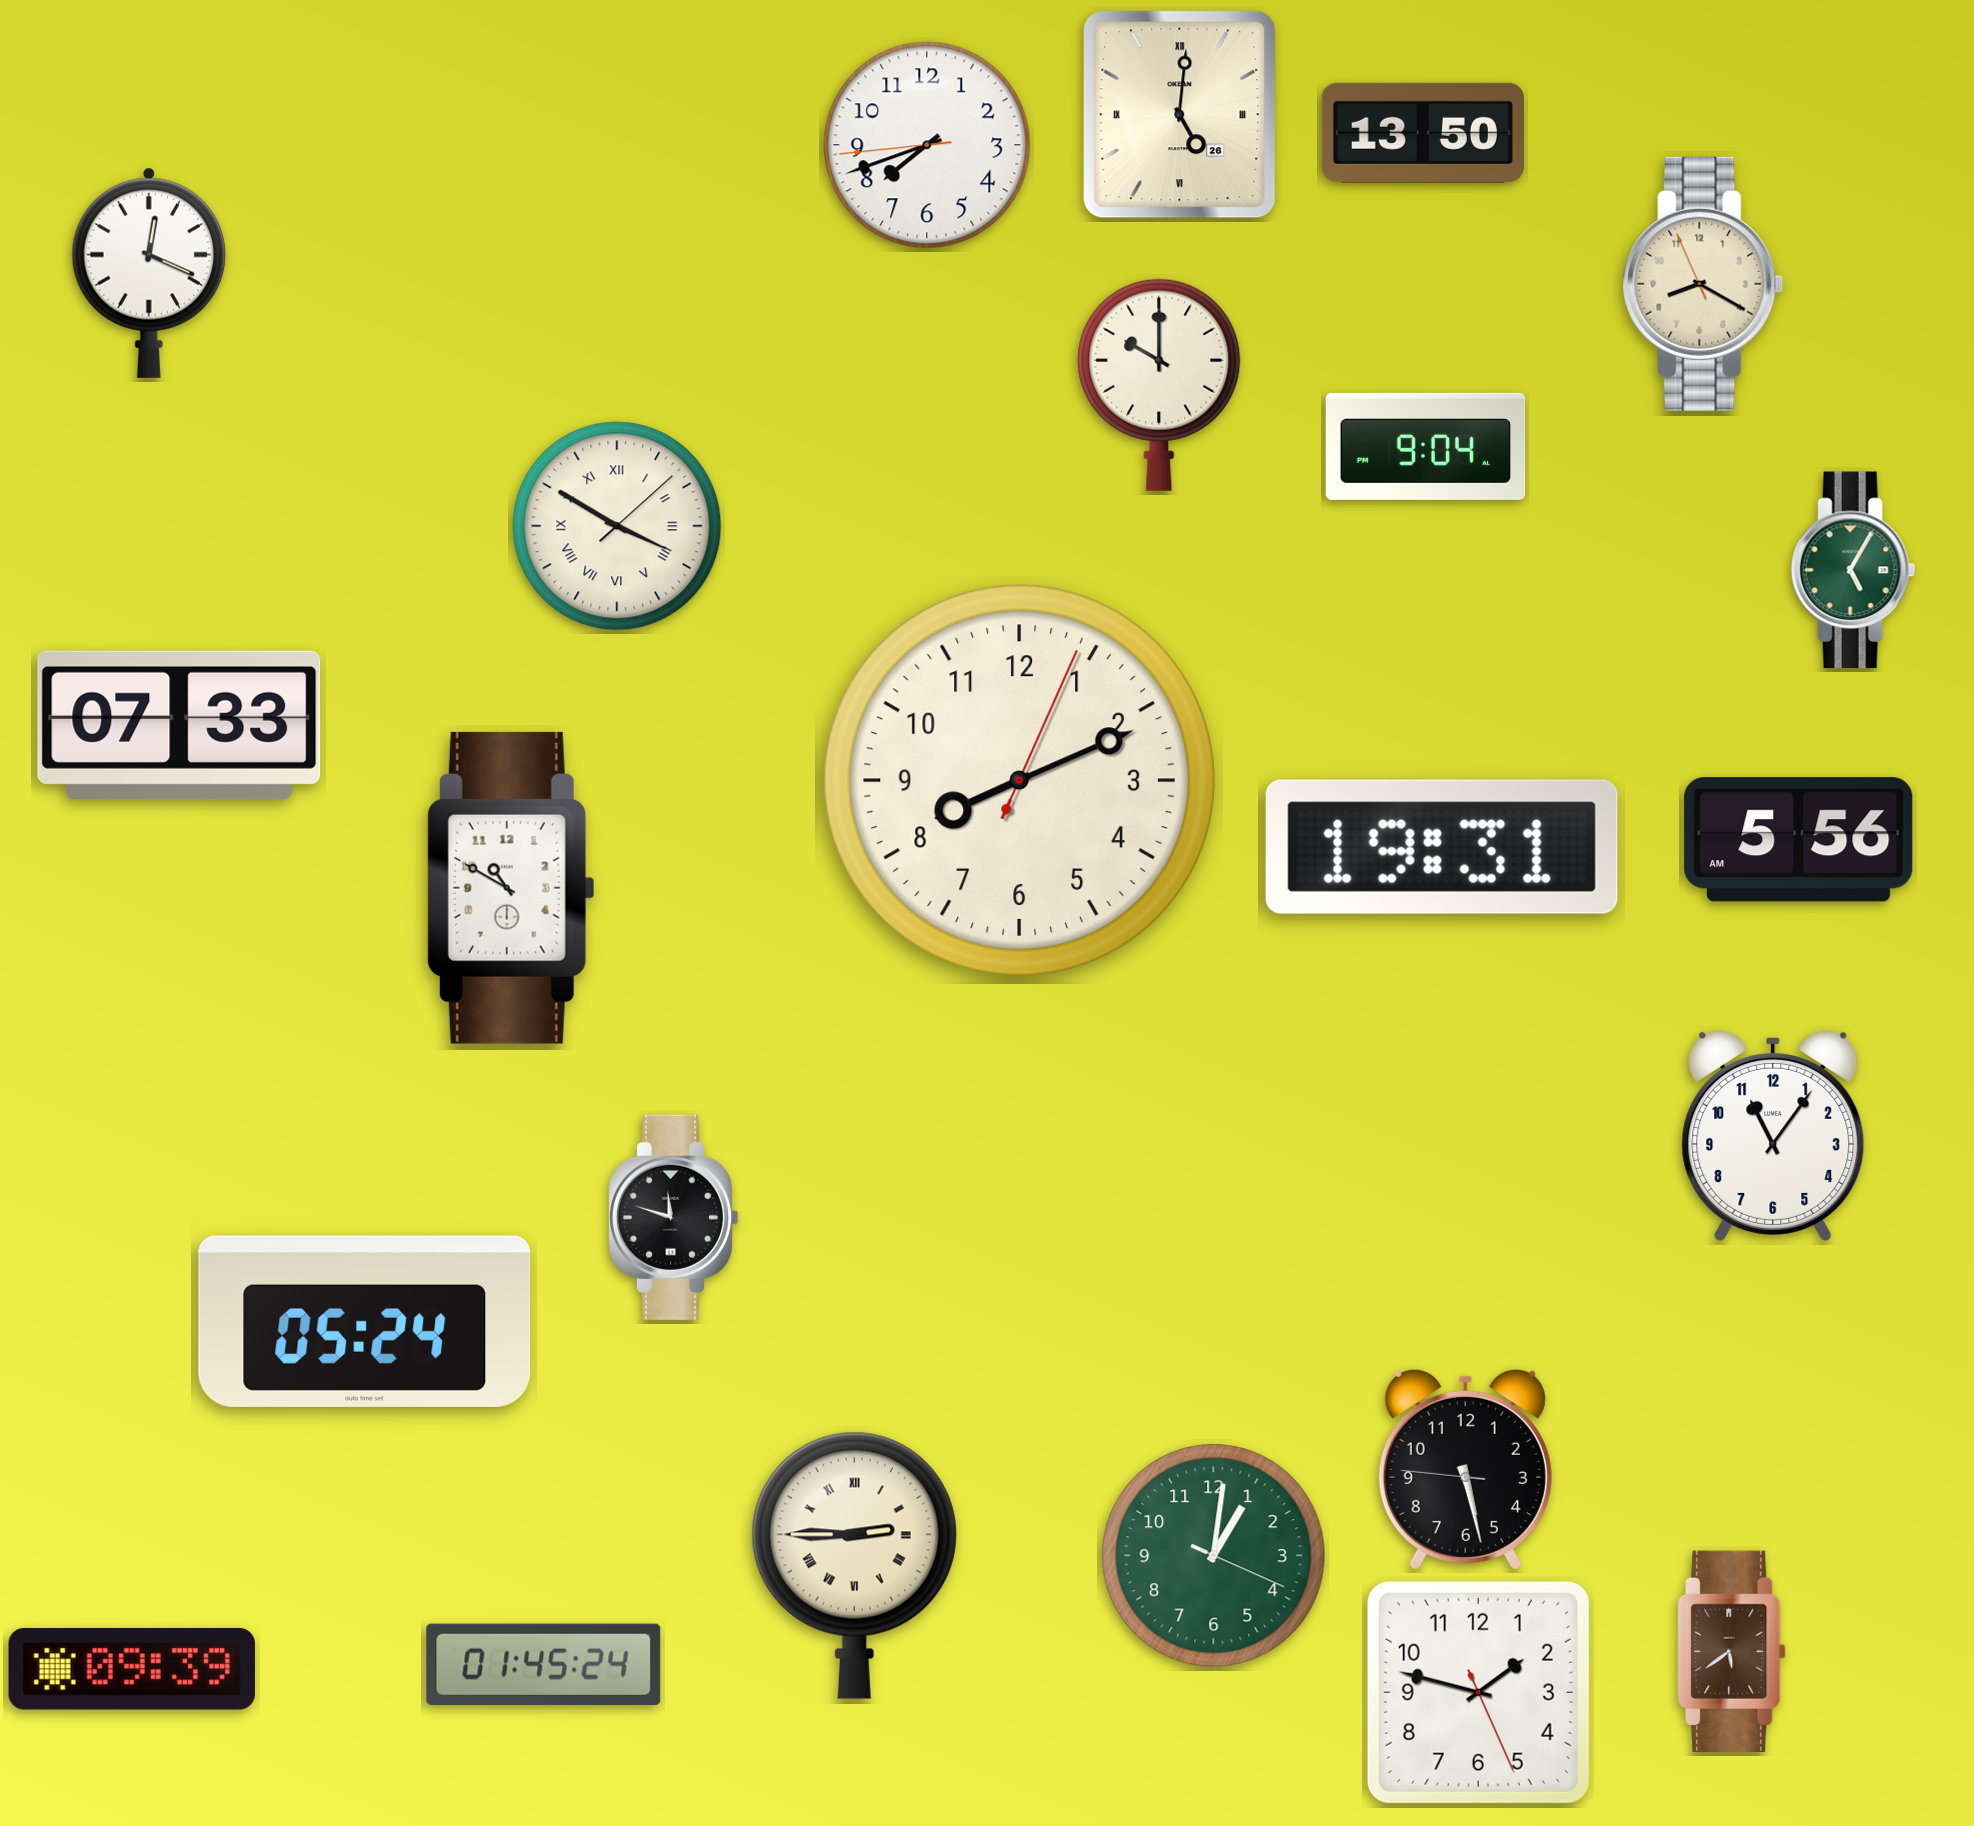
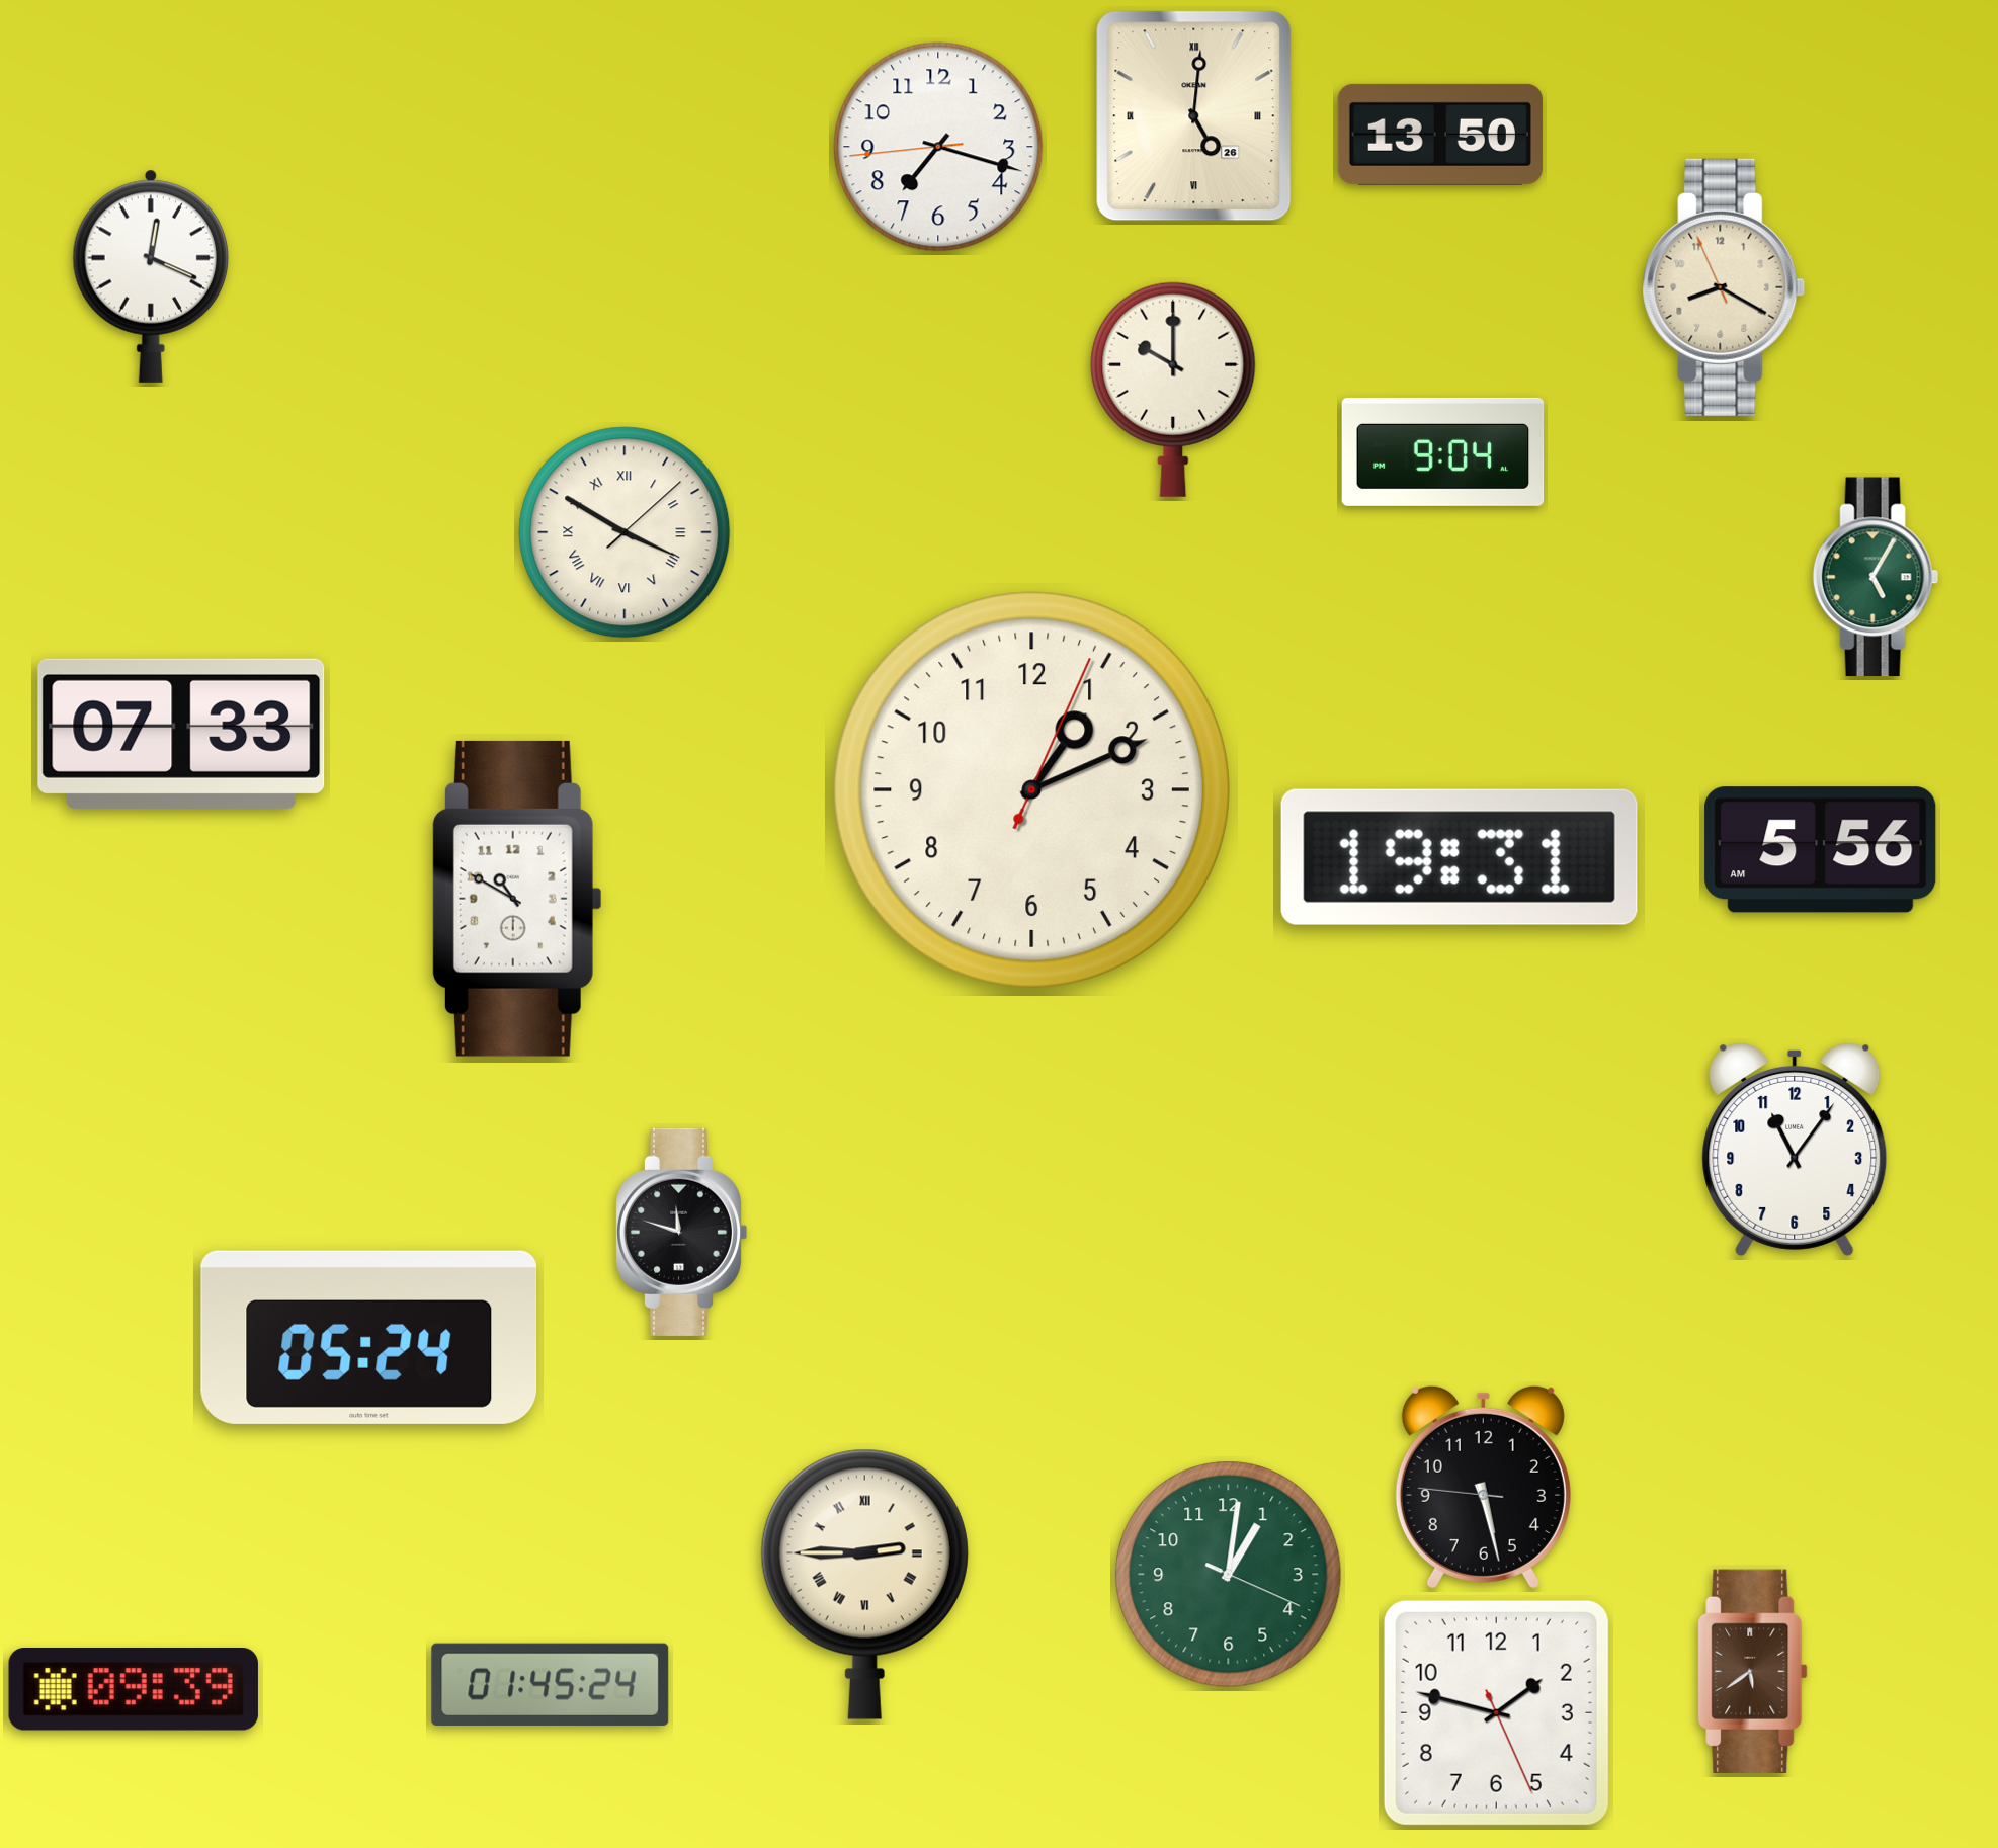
clock at (927, 145): 7:41 -> 7:17
clock at (1019, 780): 8:11 -> 1:11
